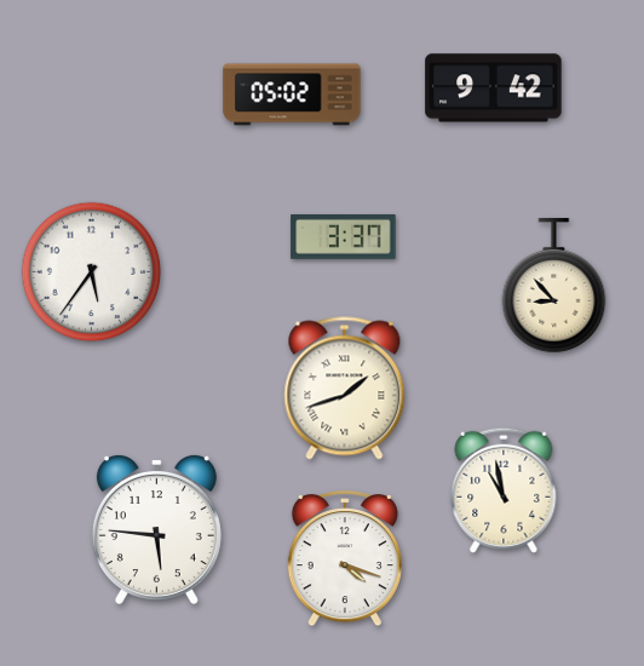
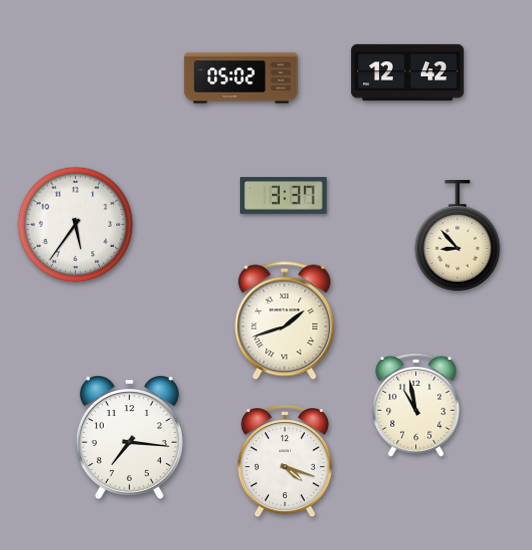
clock at (494, 88): 9:42 -> 12:42
clock at (156, 529): 5:46 -> 7:16
